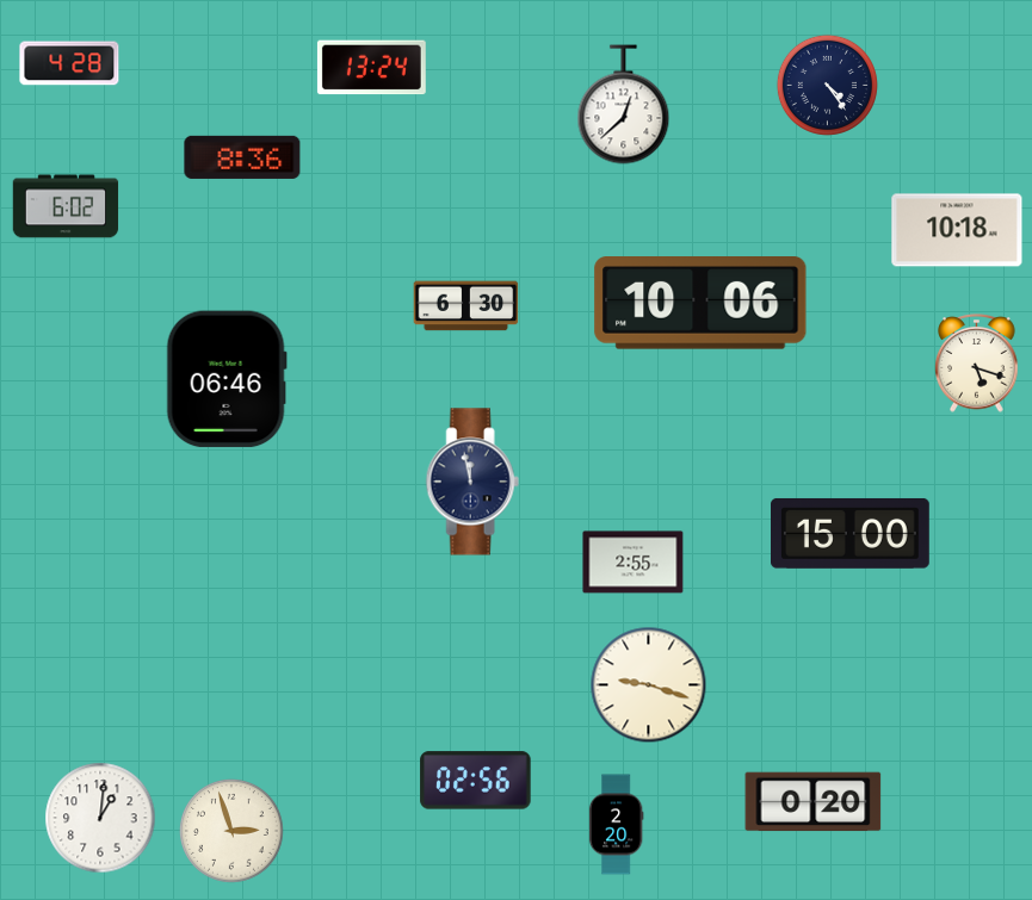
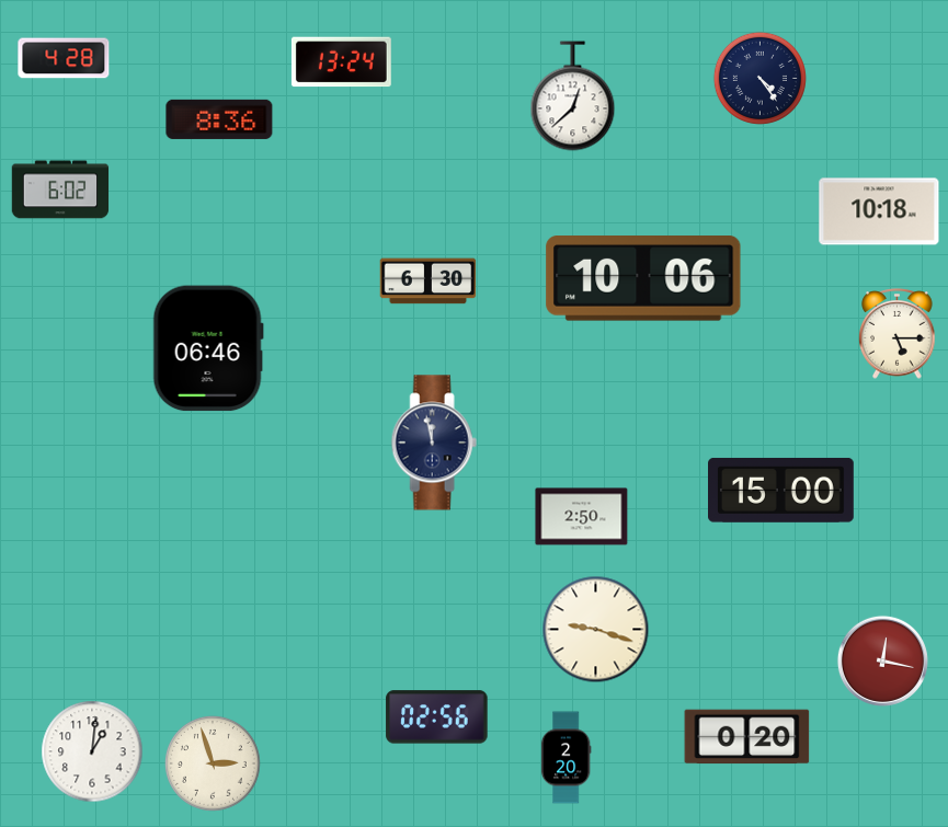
clock at (242, 157) position: (242, 157) -> (219, 119)
clock at (977, 364): 5:18 -> 5:15
clock at (634, 563): 2:55 -> 2:50
clock at (882, 661): none -> 12:17
